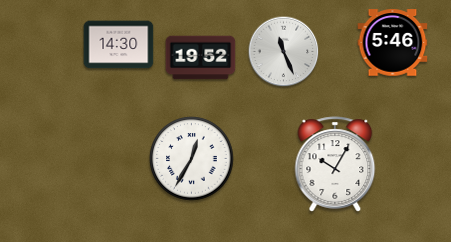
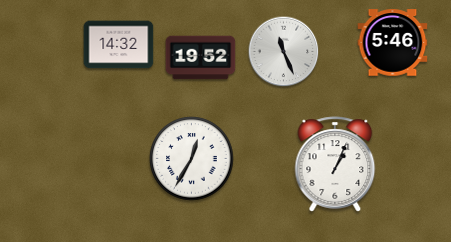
clock at (119, 45): 14:30 -> 14:32
clock at (335, 164): 10:05 -> 1:04
